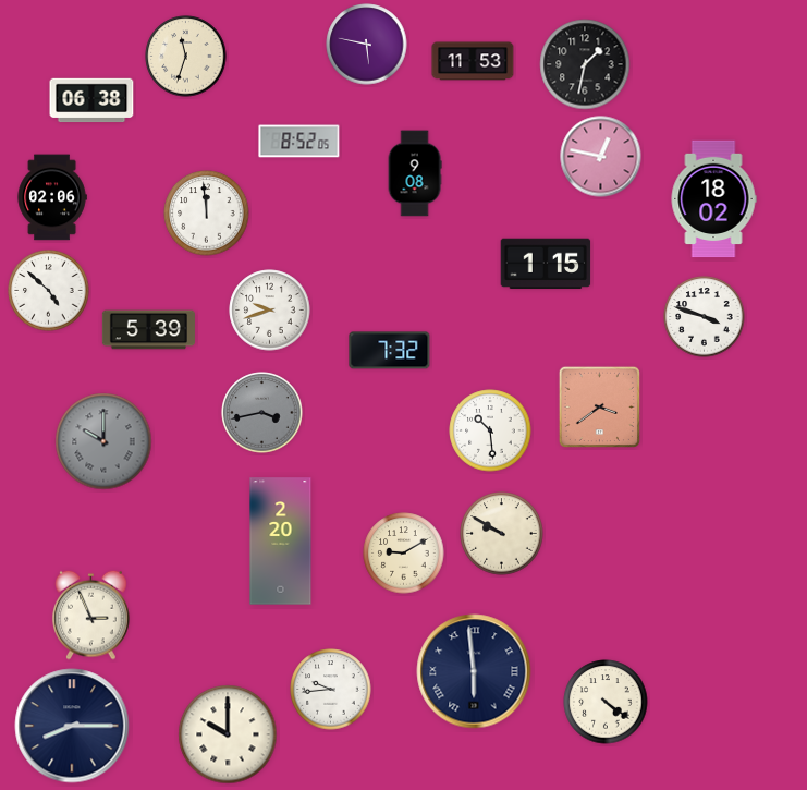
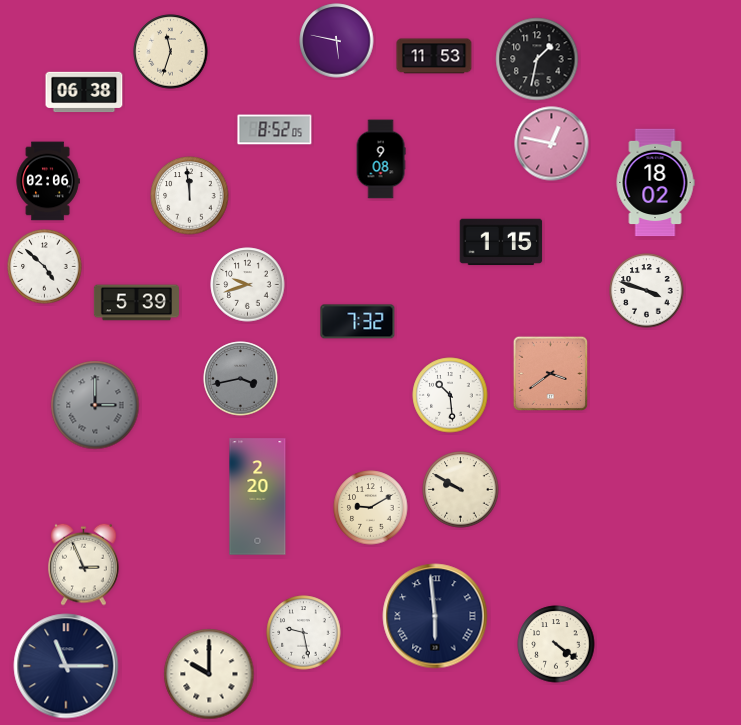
clock at (103, 441): 10:00 -> 3:00
clock at (331, 690): 9:44 -> 9:28
clock at (72, 726): 8:15 -> 11:15
